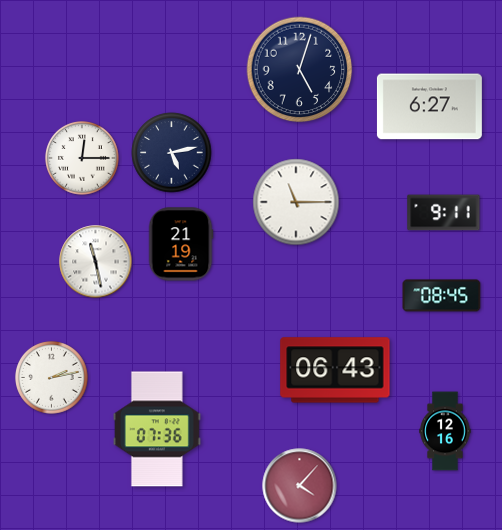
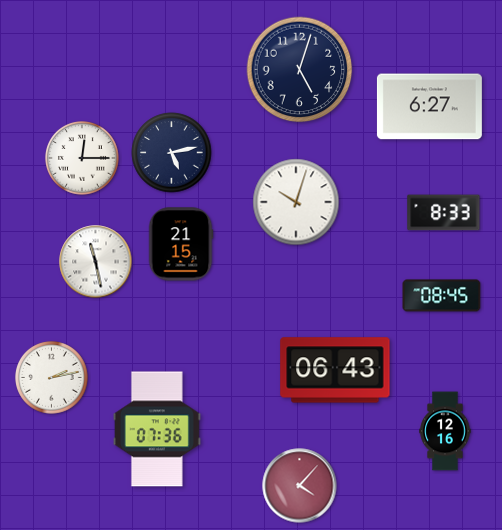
clock at (296, 202): 11:15 -> 10:03
clock at (444, 213): 9:11 -> 8:33
clock at (181, 244): 21:19 -> 21:15
